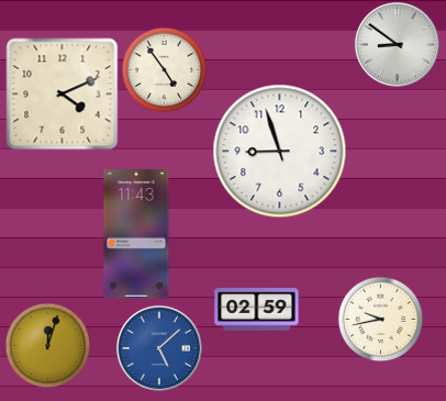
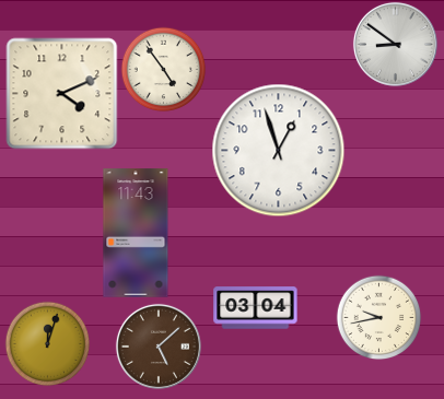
clock at (280, 152): 8:57 -> 12:57
clock at (257, 310): 02:59 -> 03:04
clock at (159, 348) dial: blue -> brown
